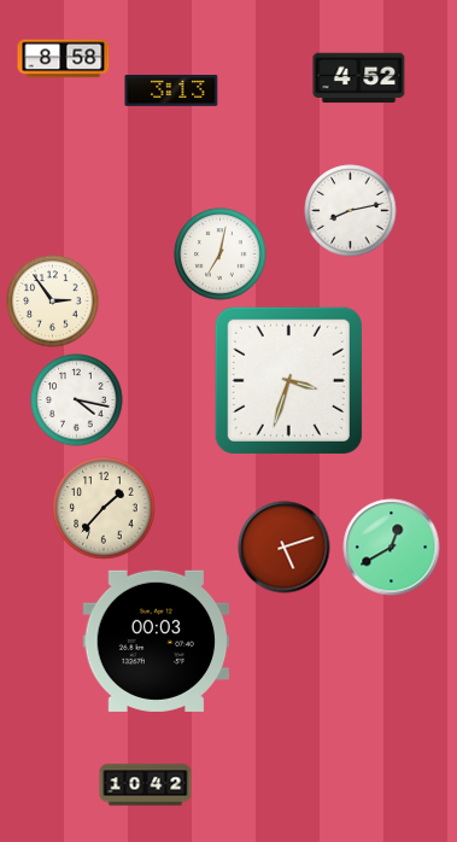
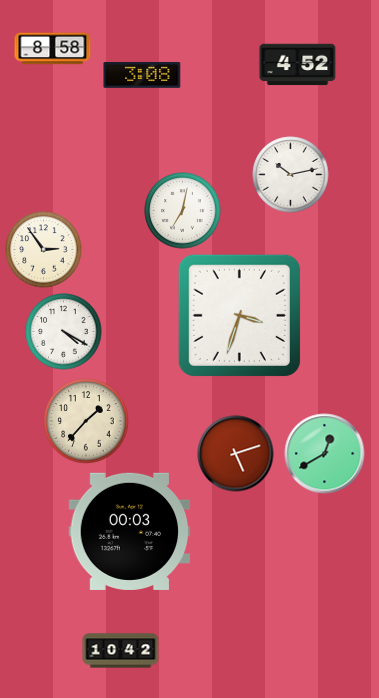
clock at (171, 92): 3:13 -> 3:08
clock at (351, 211): 8:13 -> 10:13
clock at (77, 400): 4:17 -> 4:20
